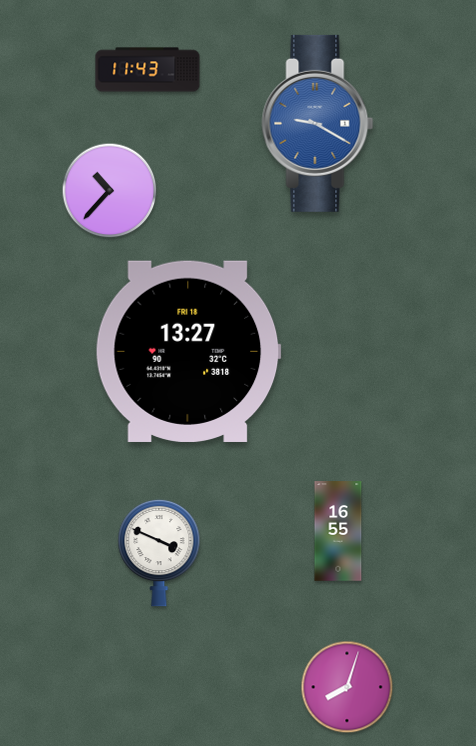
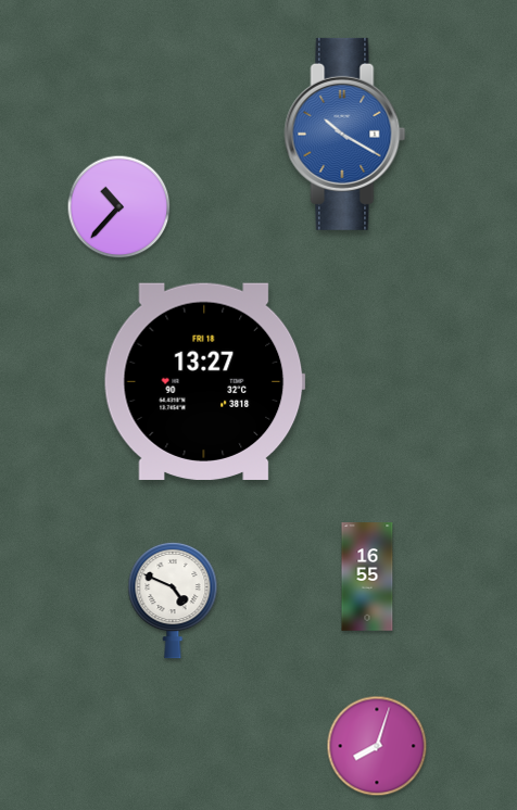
clock at (148, 70): 11:43 -> none
clock at (318, 123): 9:20 -> 10:20
clock at (159, 553): 3:49 -> 4:49
